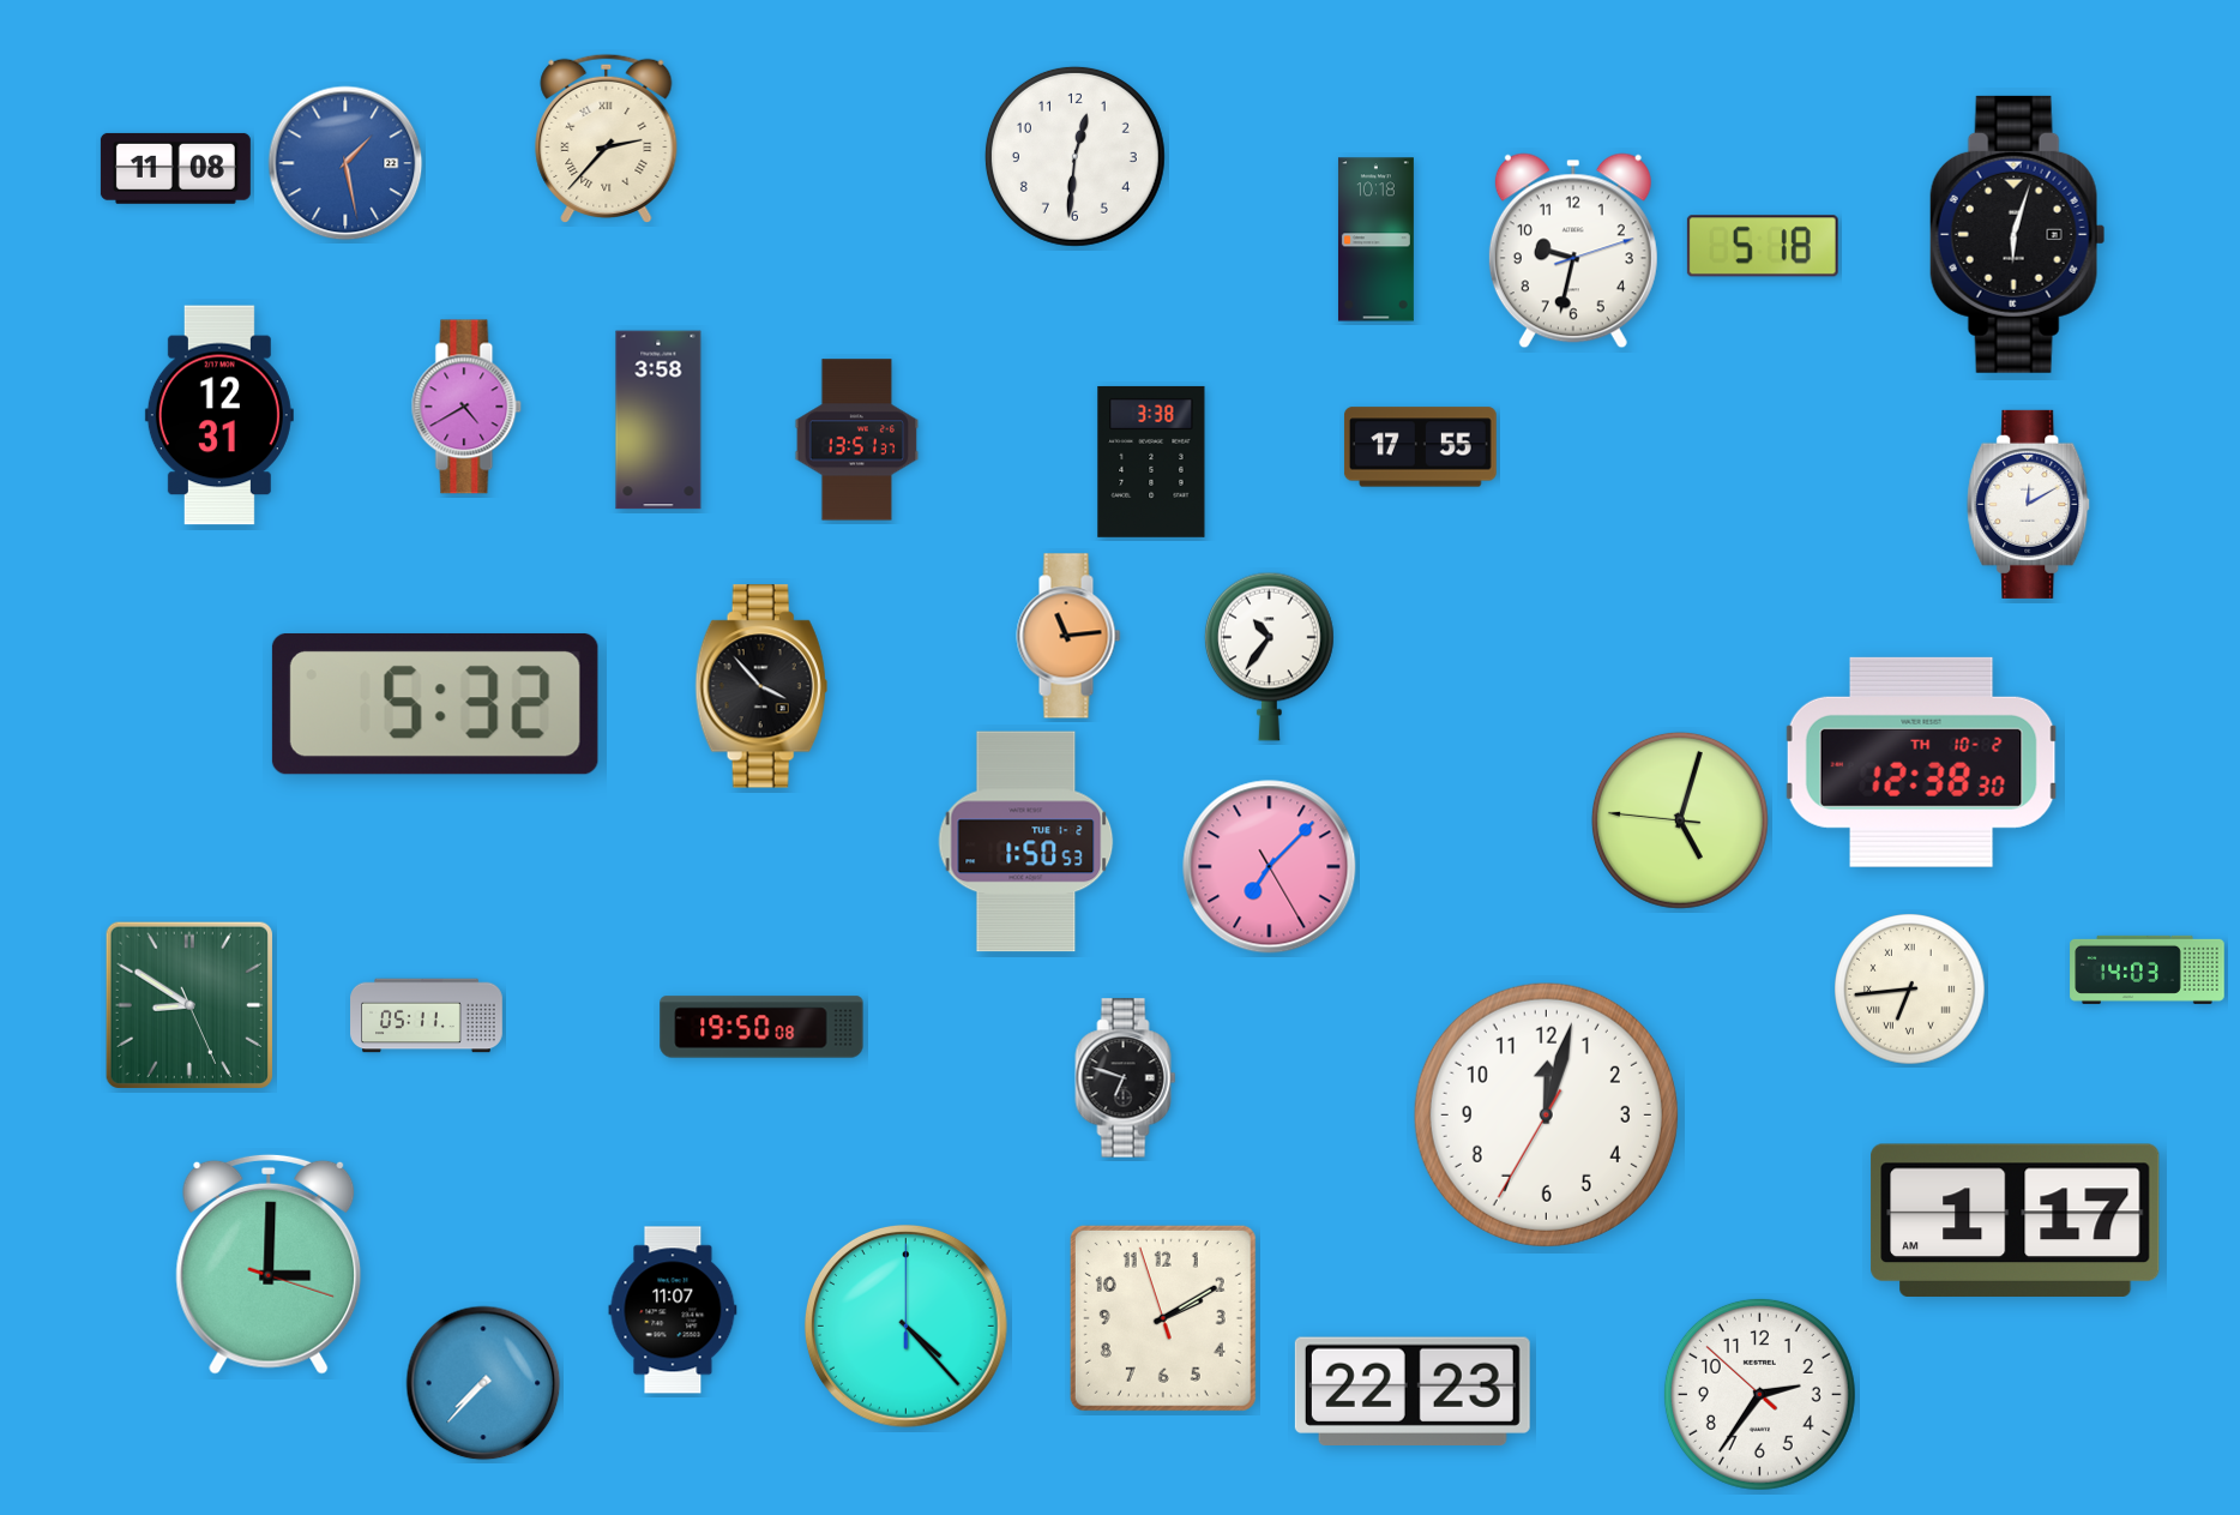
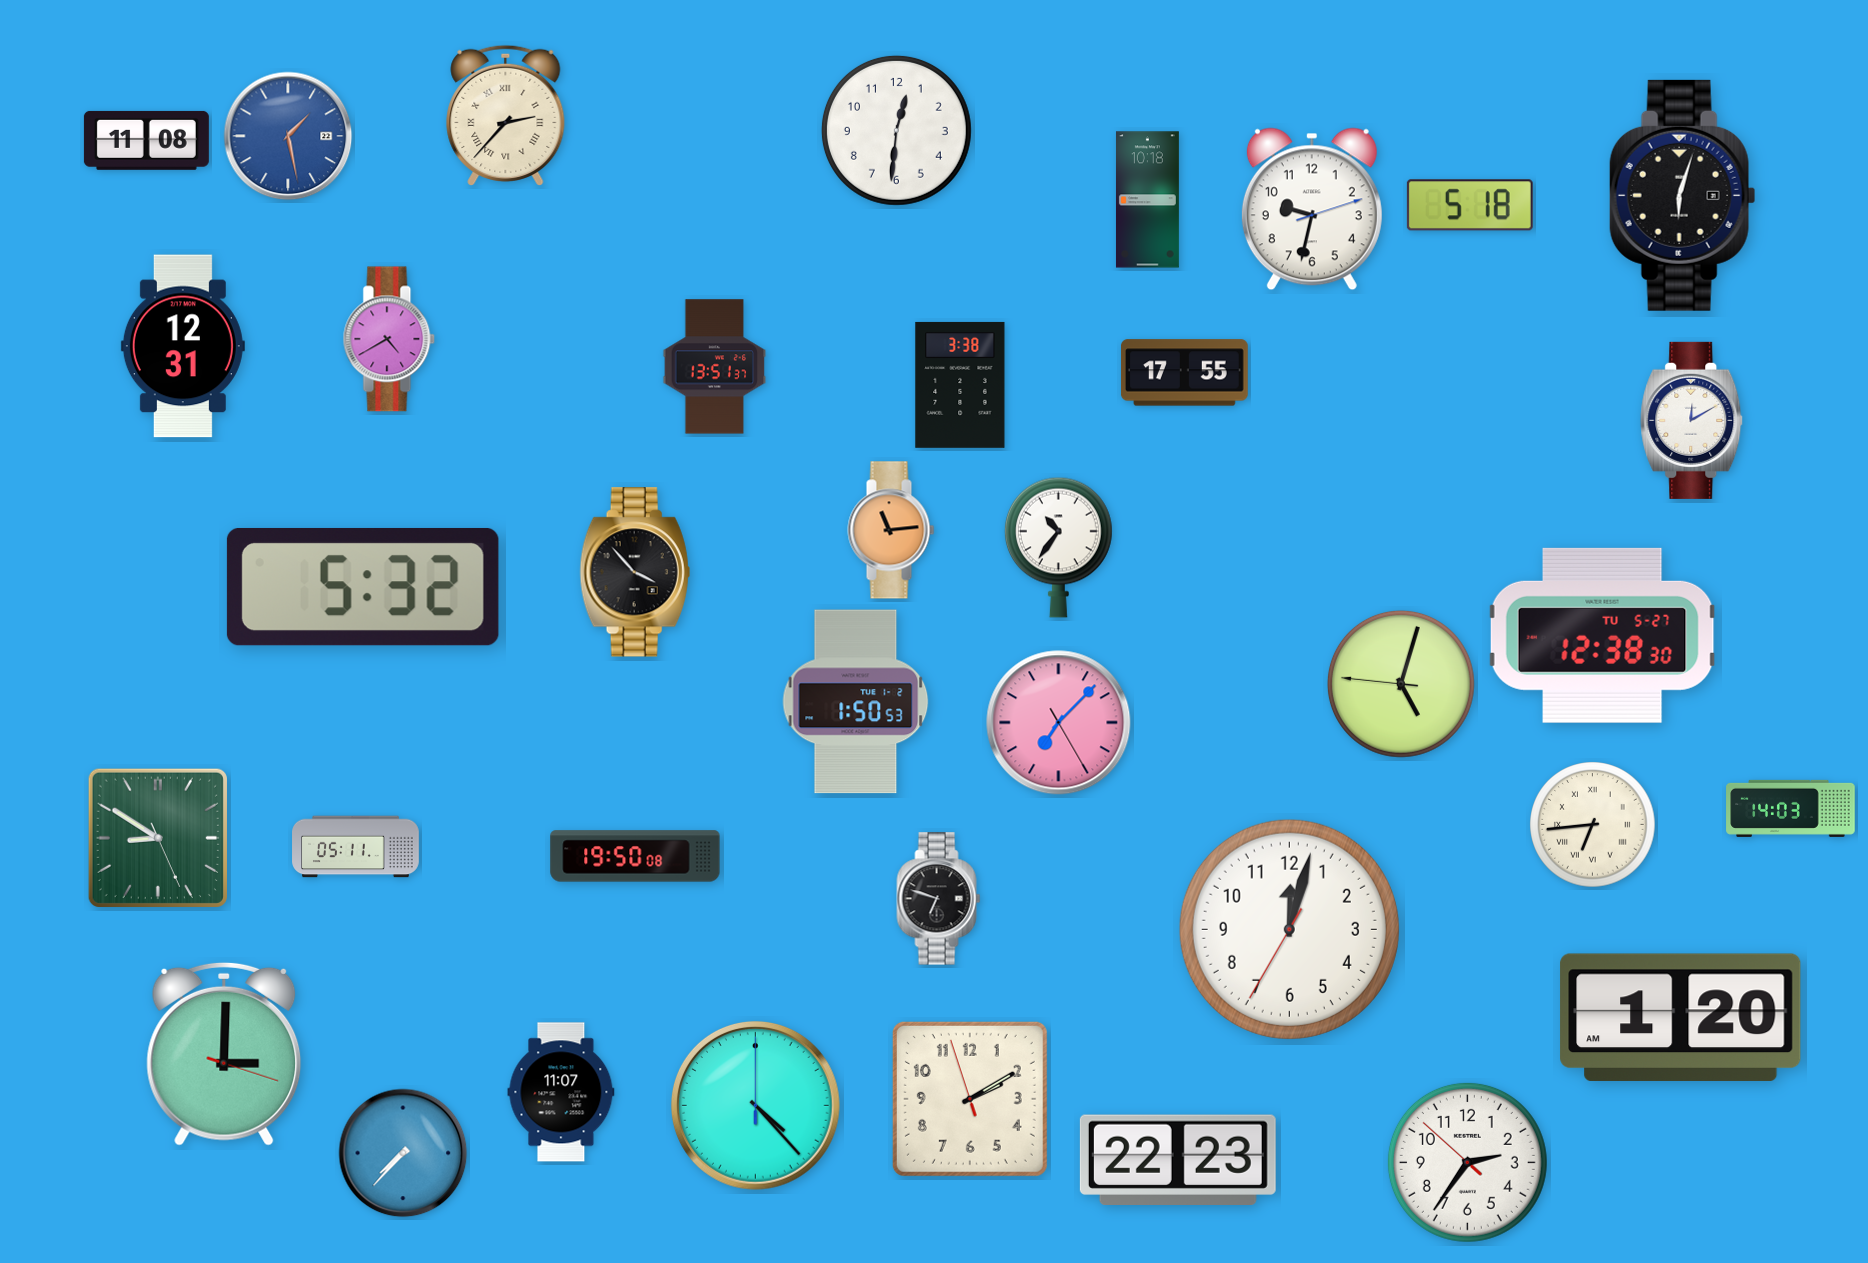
clock at (658, 420): 3:58 -> none
clock at (1922, 762) date: TH 10-2 -> TU 5-27
clock at (2016, 1220): 1:17 -> 1:20
